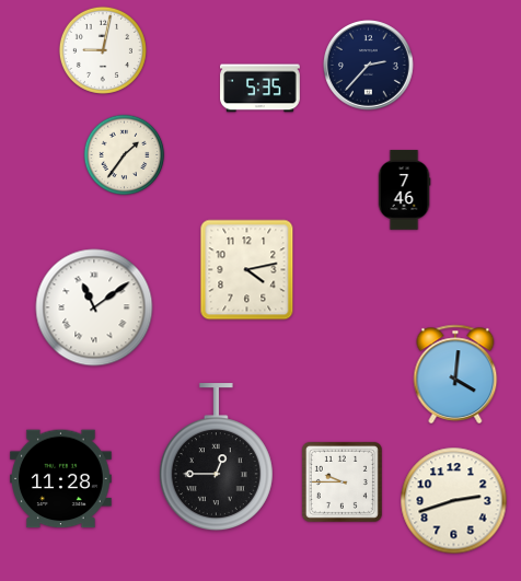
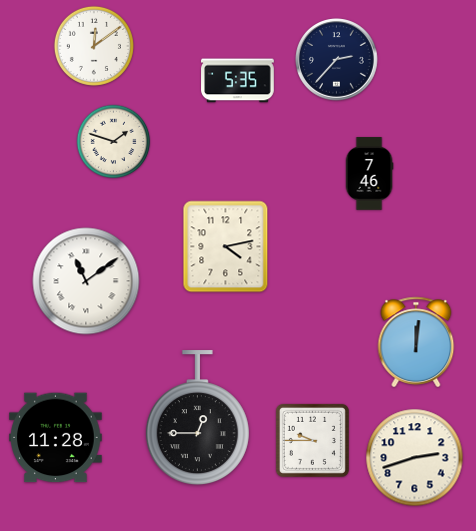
clock at (103, 50): 9:02 -> 12:09
clock at (125, 155): 1:36 -> 1:48
clock at (455, 374): 4:01 -> 12:01
